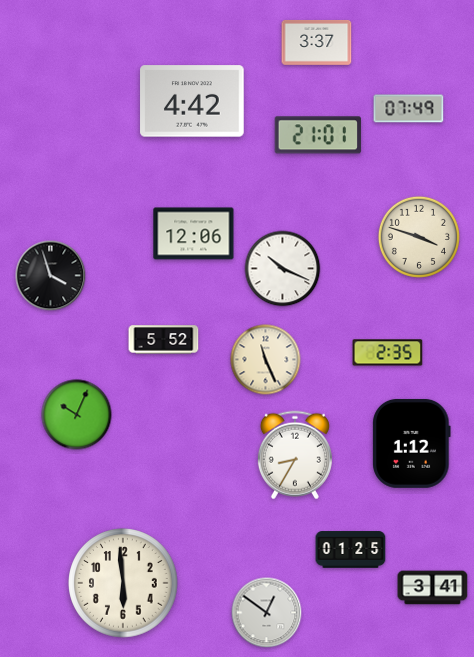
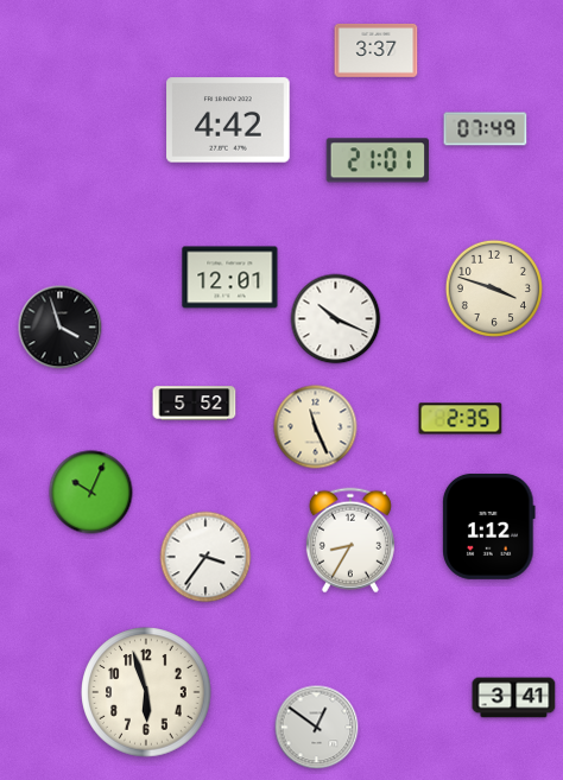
clock at (194, 234): 12:06 -> 12:01
clock at (419, 237) position: (419, 237) -> (494, 288)
clock at (205, 557): none -> 3:36
clock at (351, 550): 01:25 -> none
clock at (123, 583): 5:59 -> 5:57
